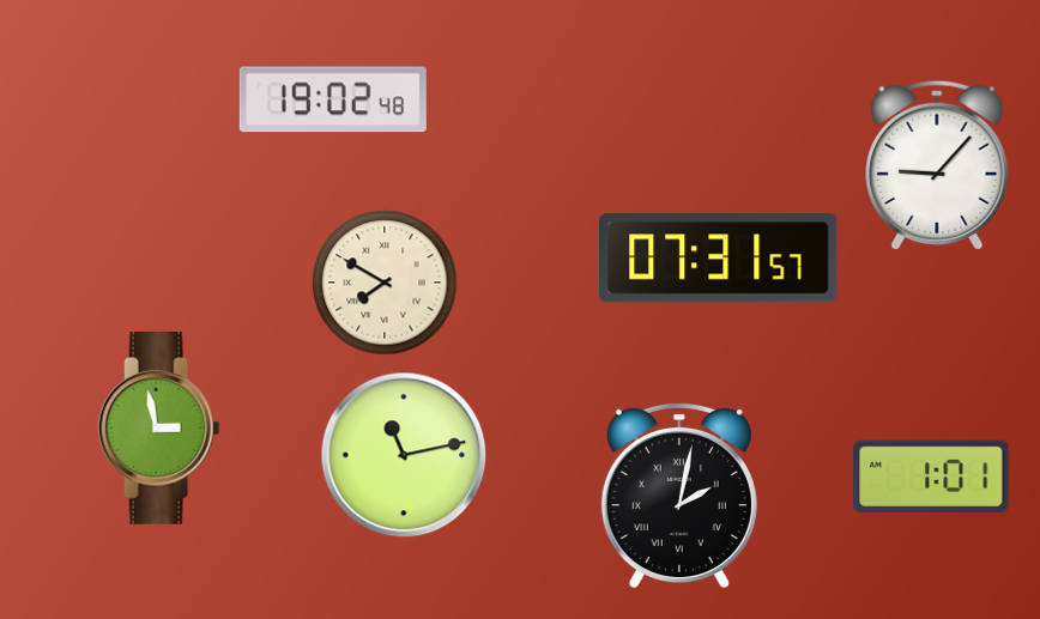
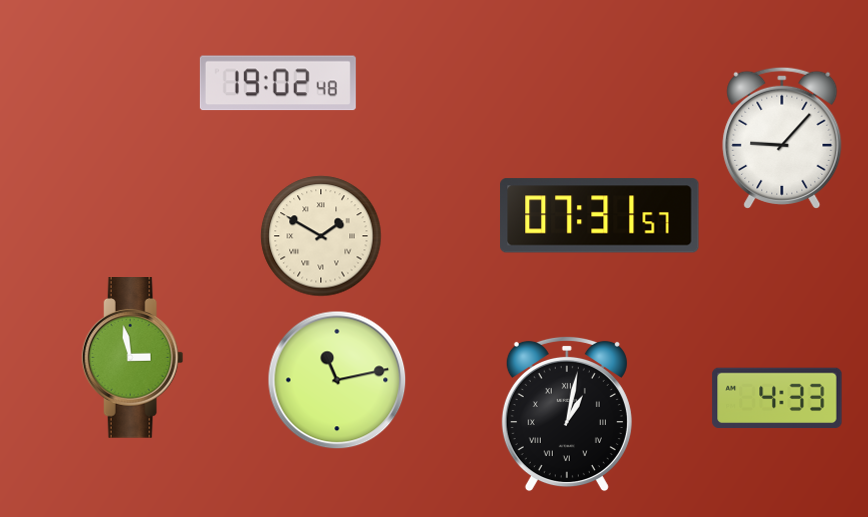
clock at (385, 283): 7:50 -> 1:50
clock at (931, 477): 1:01 -> 4:33
clock at (679, 496): 2:02 -> 1:02
